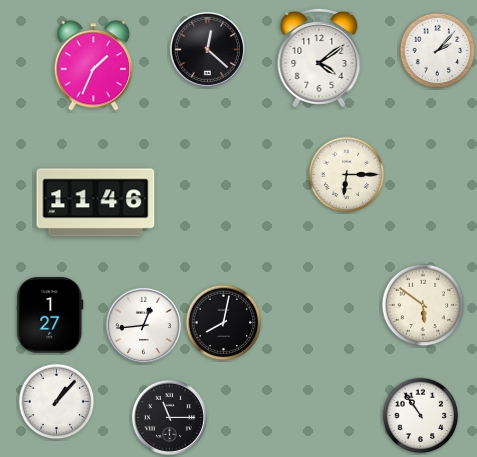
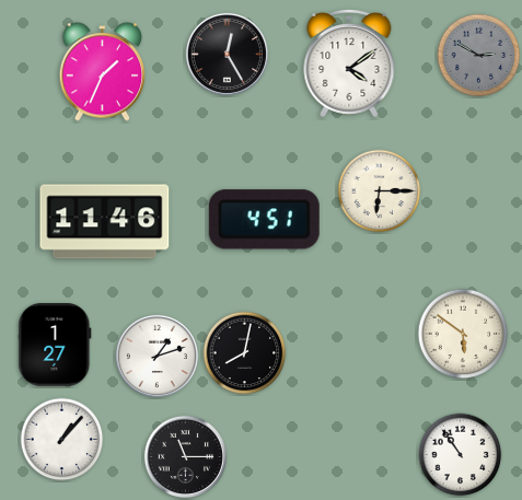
clock at (207, 49): 12:22 -> 12:25
clock at (438, 51): 2:07 -> 2:50
clock at (438, 51) dial: white -> grey
clock at (264, 220): none -> 4:51
clock at (143, 325): 12:44 -> 1:12
